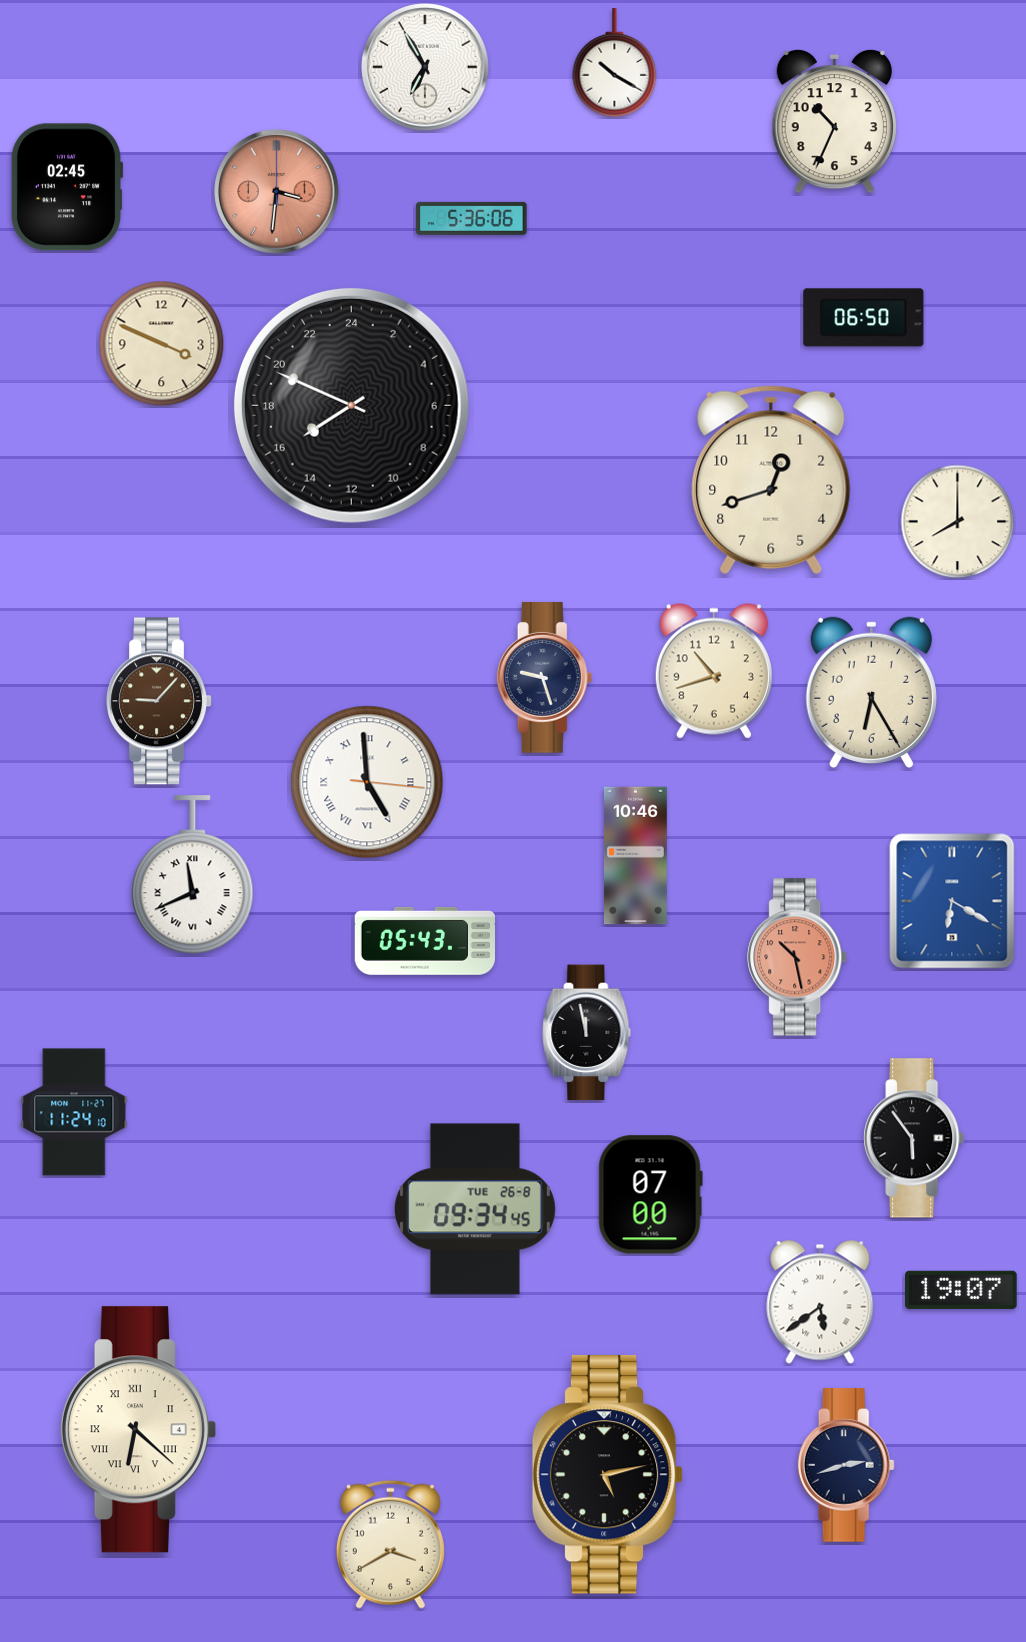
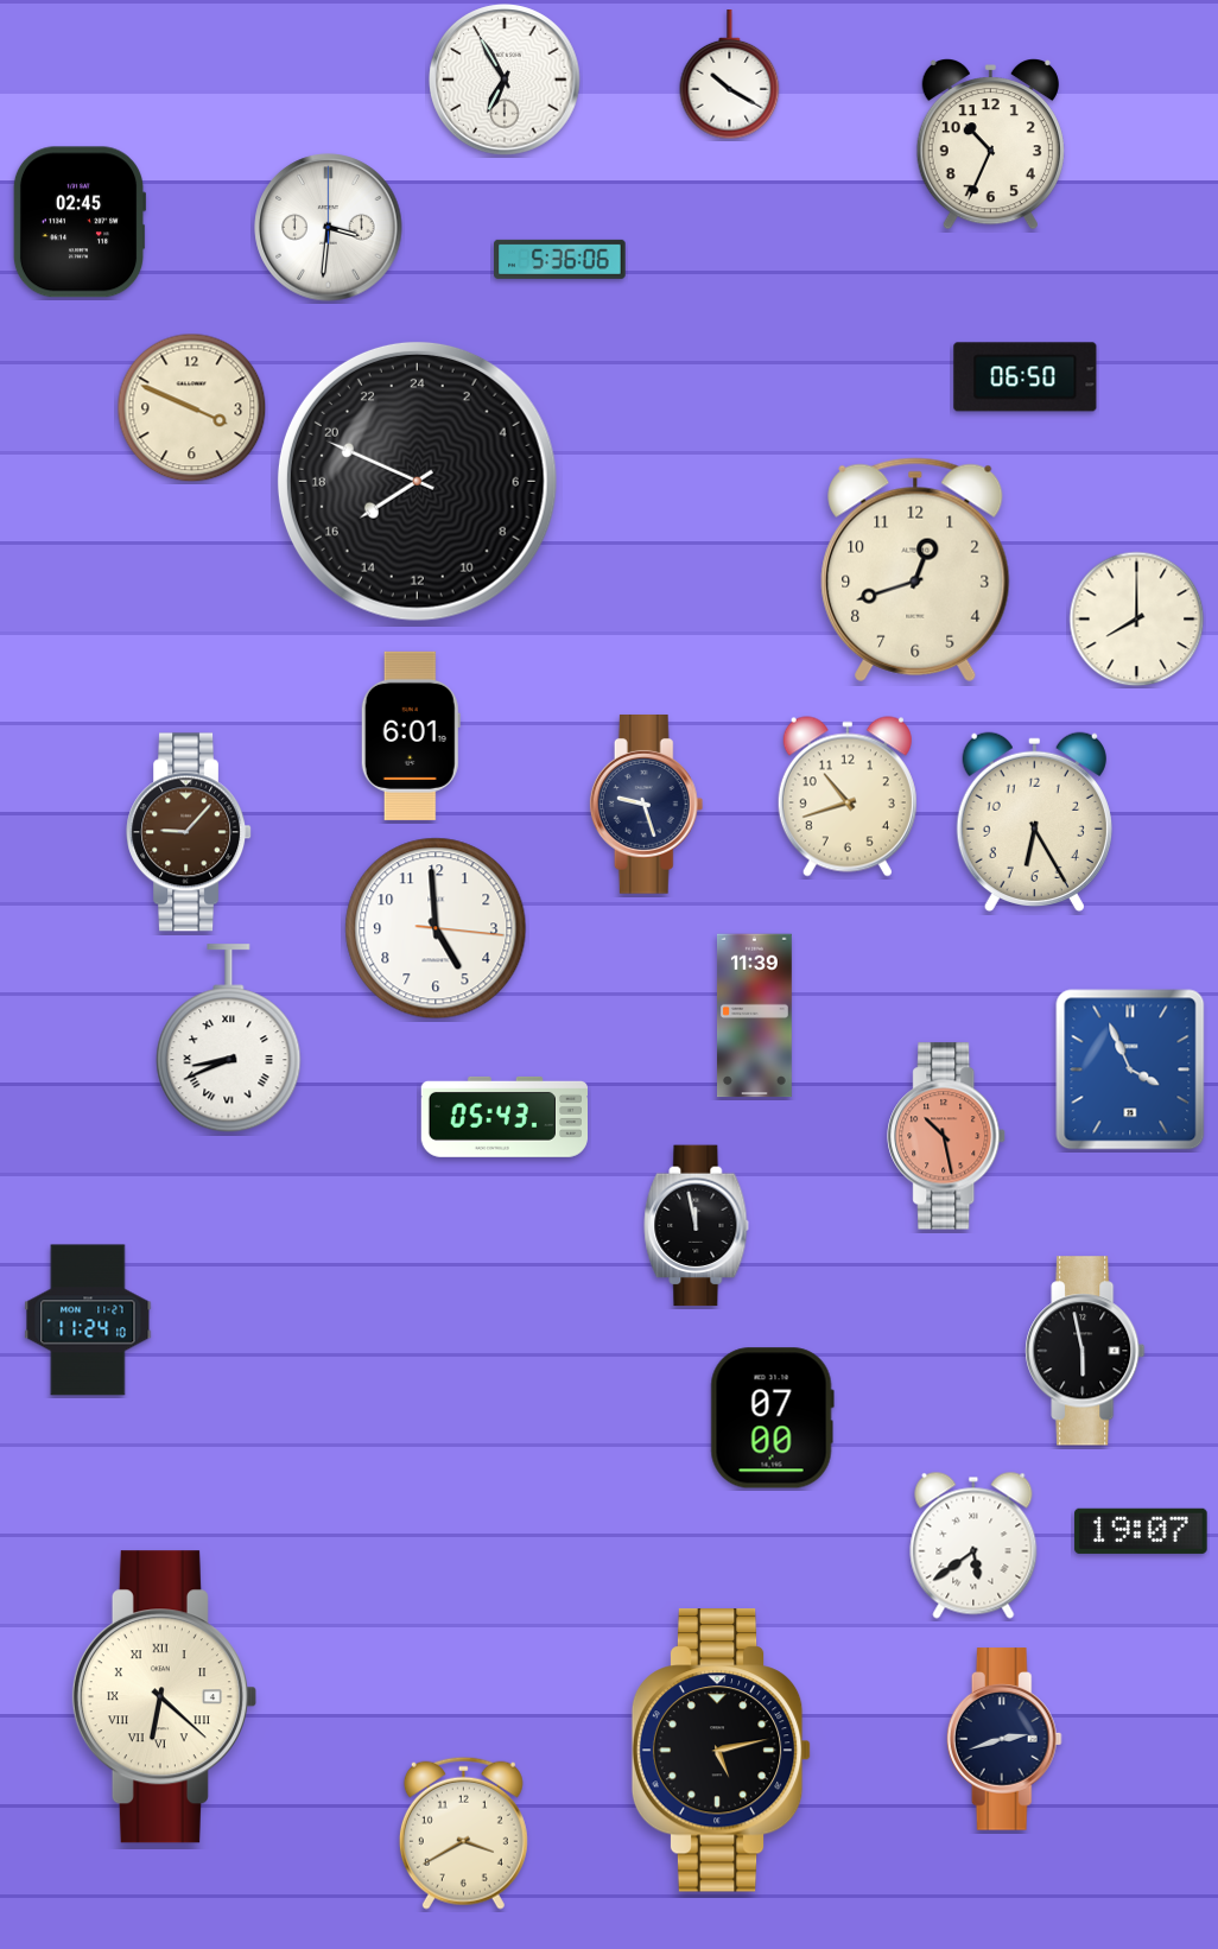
clock at (277, 192) dial: salmon -> white
clock at (411, 736): none -> 6:01
clock at (367, 782) numerals: Roman -> Arabic
clock at (636, 856): 10:46 -> 11:39
clock at (193, 875): 11:41 -> 8:41
clock at (952, 901): 6:20 -> 3:56
clock at (914, 1138): 5:54 -> 5:58
clock at (475, 1209): 09:34 -> none
